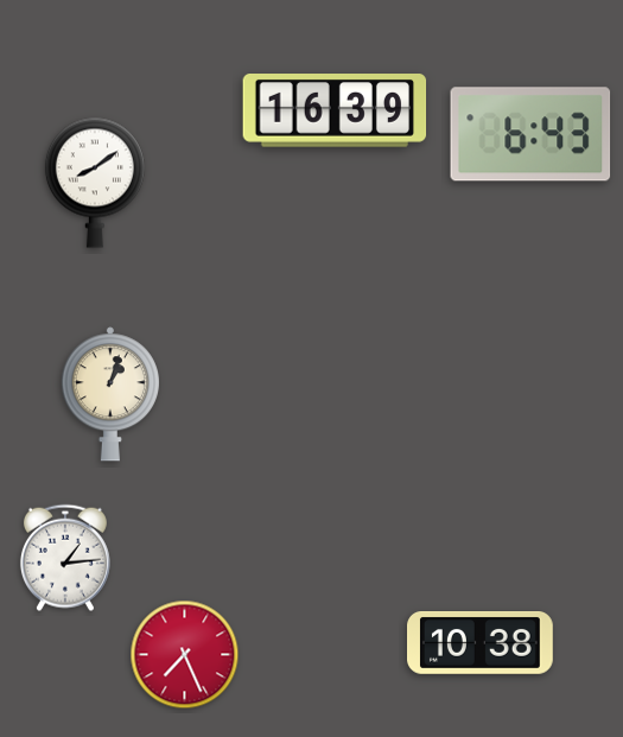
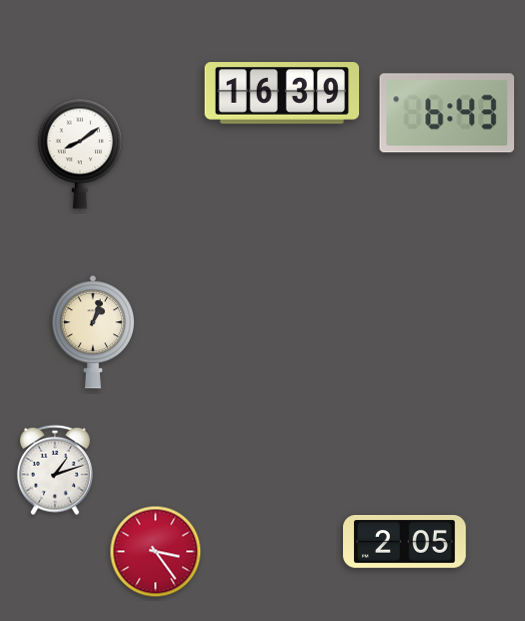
clock at (65, 558): 1:14 -> 1:12
clock at (481, 643): 10:38 -> 2:05
clock at (185, 655): 7:26 -> 3:24
